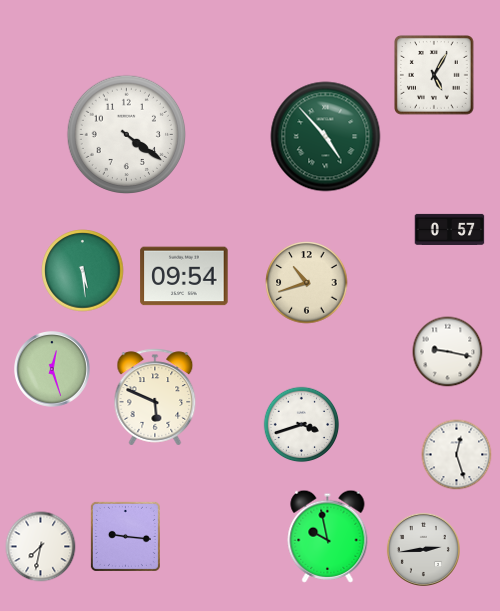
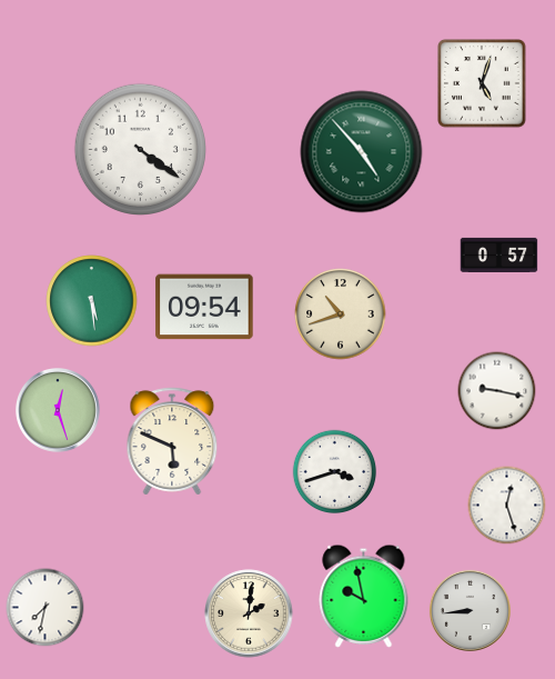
clock at (435, 76): 5:05 -> 5:03
clock at (125, 536): 9:16 -> none
clock at (423, 549): 2:44 -> 8:44
clock at (249, 613): none -> 2:01
